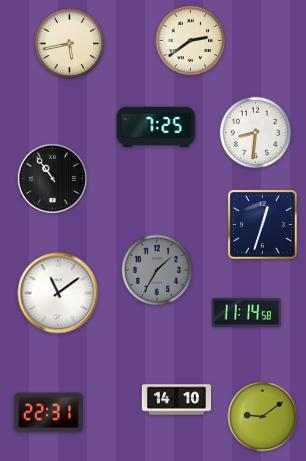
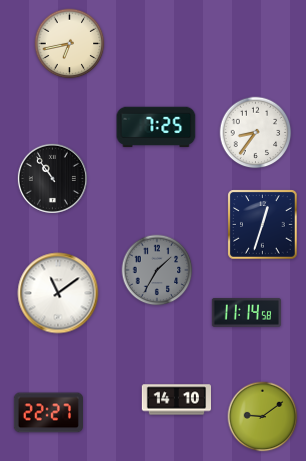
clock at (191, 41): 2:39 -> none
clock at (70, 44): 5:43 -> 6:43
clock at (256, 133): 8:31 -> 8:36
clock at (48, 413): 22:31 -> 22:27
